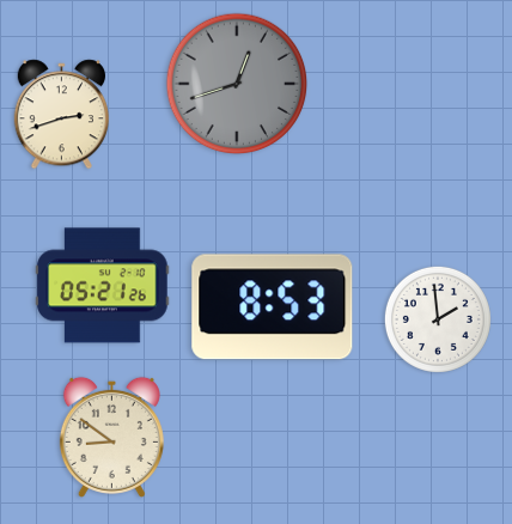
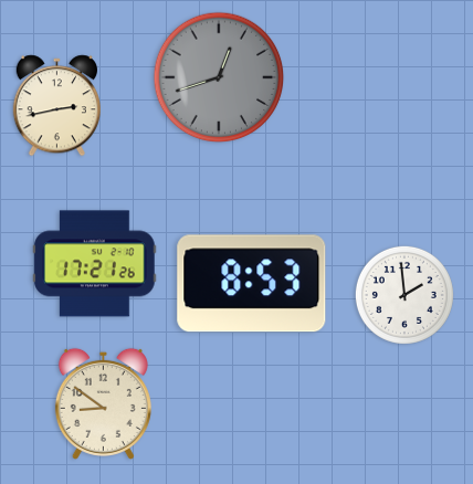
clock at (61, 115): 2:42 -> 2:43
clock at (103, 286): 05:21 -> 17:21
